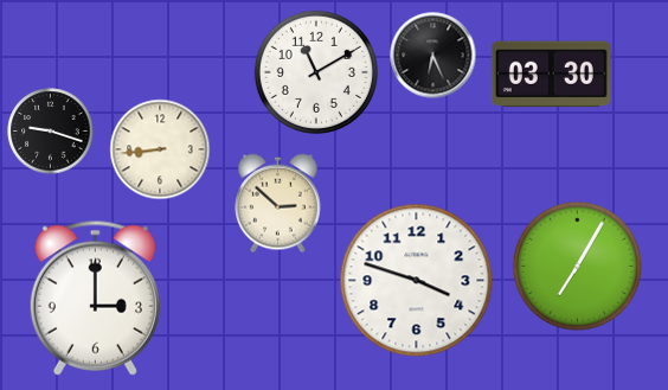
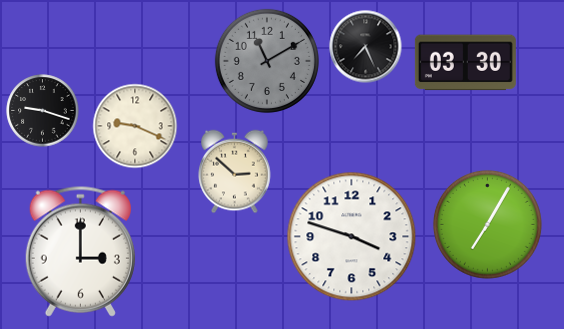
clock at (433, 56): 6:26 -> 7:26
clock at (316, 72) dial: white -> grey
clock at (160, 149): 8:44 -> 9:19
